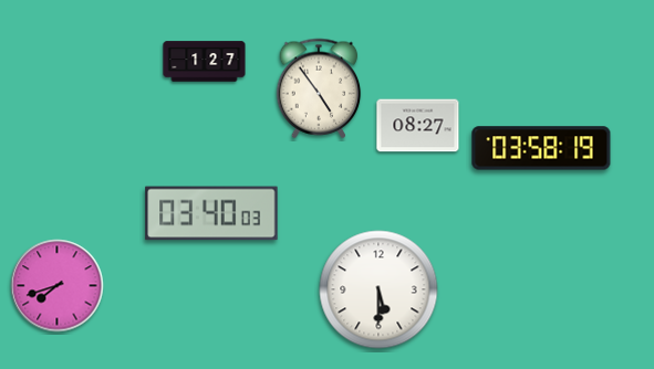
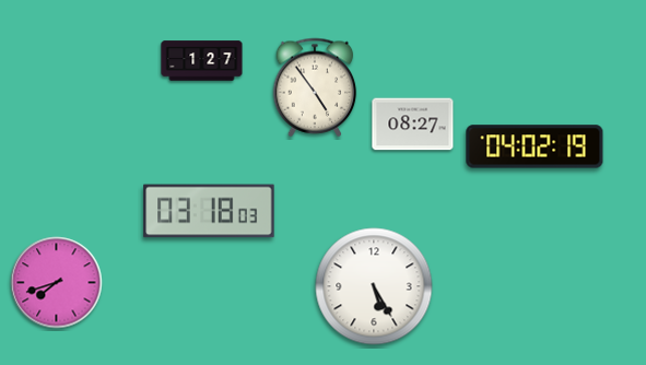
clock at (541, 148): 03:58 -> 04:02
clock at (211, 213): 03:40 -> 03:18
clock at (378, 289): 5:30 -> 5:25
